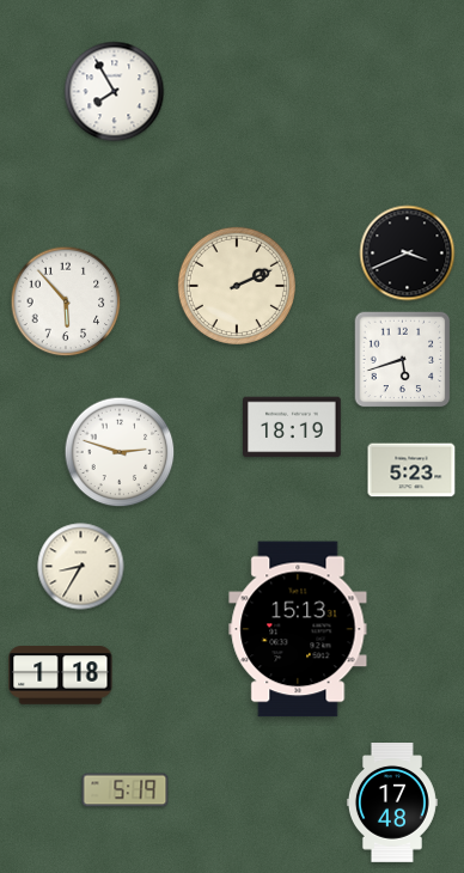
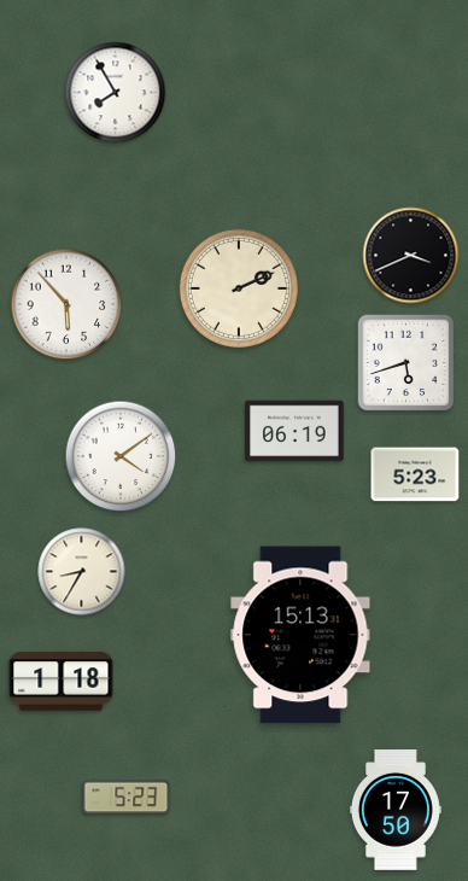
clock at (293, 427): 18:19 -> 06:19
clock at (120, 452): 2:48 -> 4:09
clock at (126, 790): 5:19 -> 5:23
clock at (392, 804): 17:48 -> 17:50
